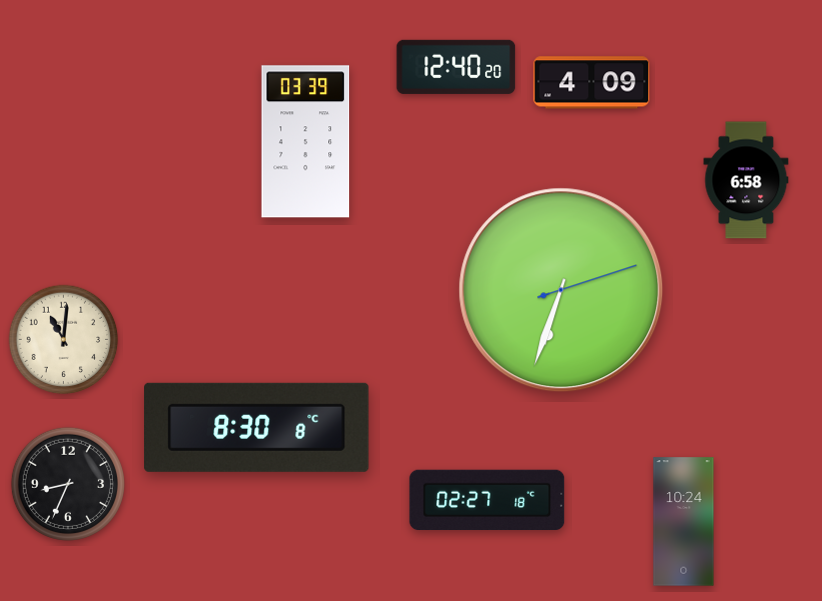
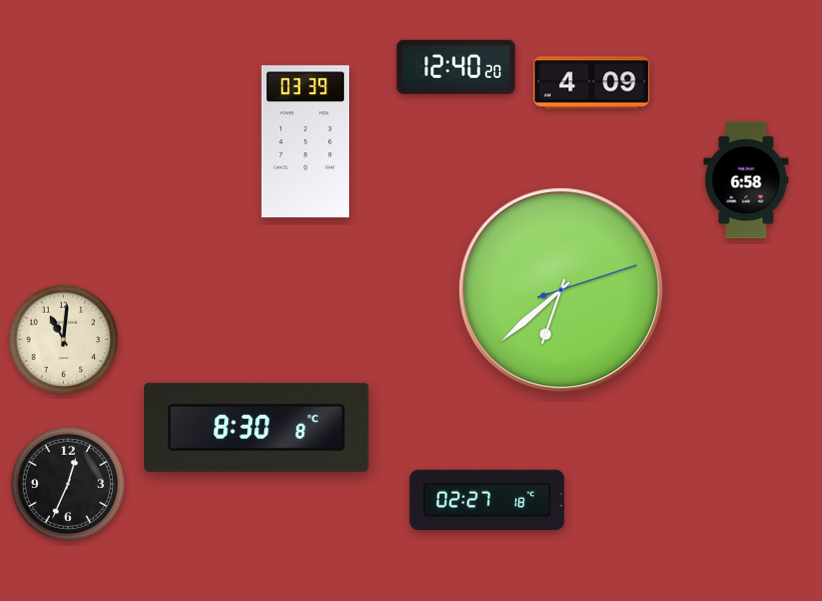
clock at (561, 290): 6:33 -> 6:38
clock at (68, 484): 8:34 -> 12:34
clock at (684, 522): 10:24 -> none
